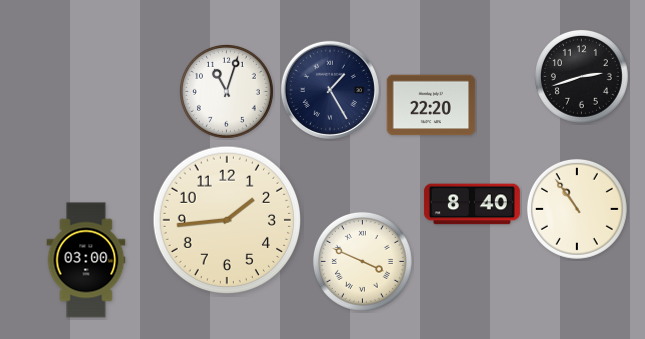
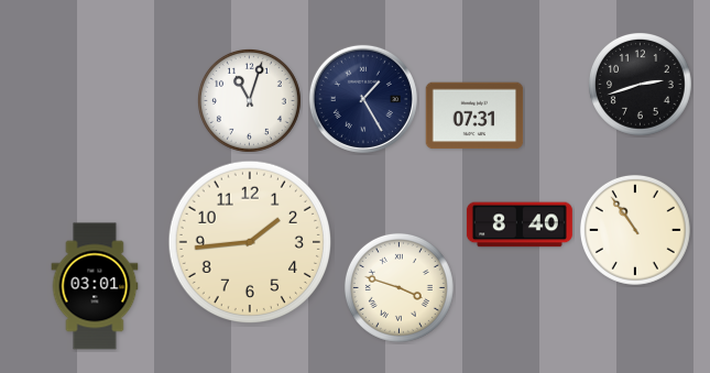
clock at (431, 105): 22:20 -> 07:31
clock at (86, 260): 03:00 -> 03:01
clock at (362, 261): 3:49 -> 3:48
